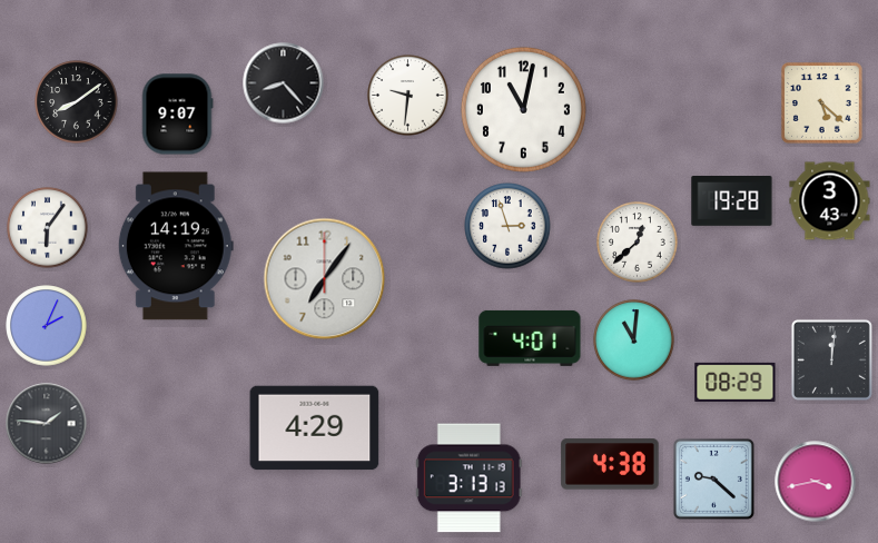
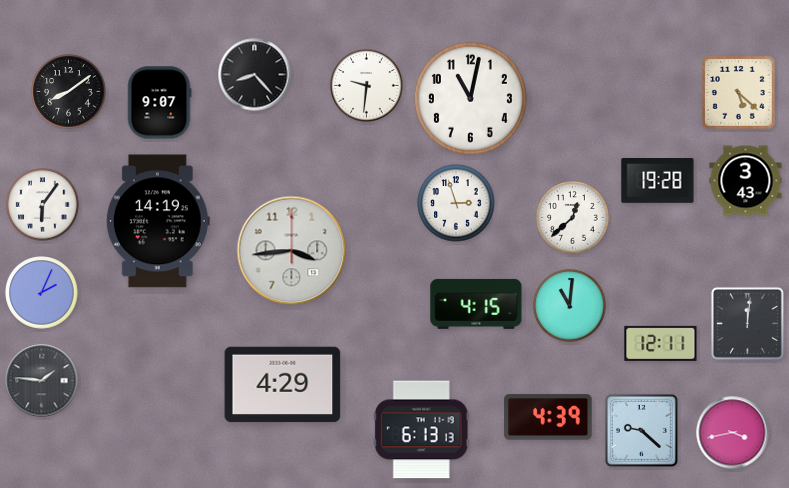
clock at (325, 279): 7:06 -> 3:44
clock at (530, 338): 4:01 -> 4:15
clock at (736, 382): 08:29 -> 12:11
clock at (610, 464): 4:38 -> 4:39
clock at (468, 478): 3:13 -> 6:13
